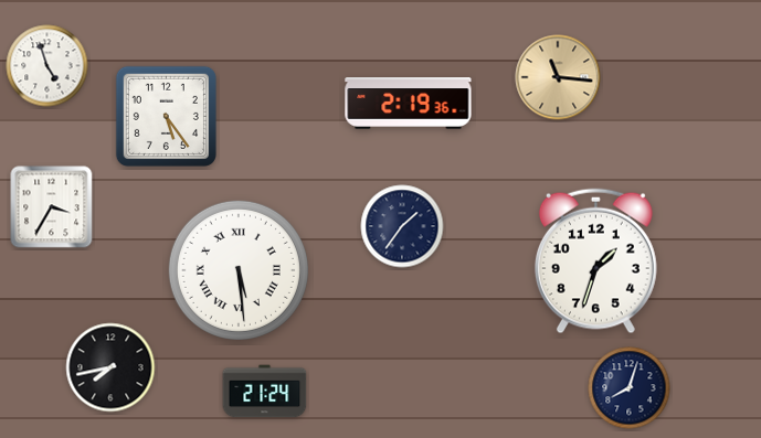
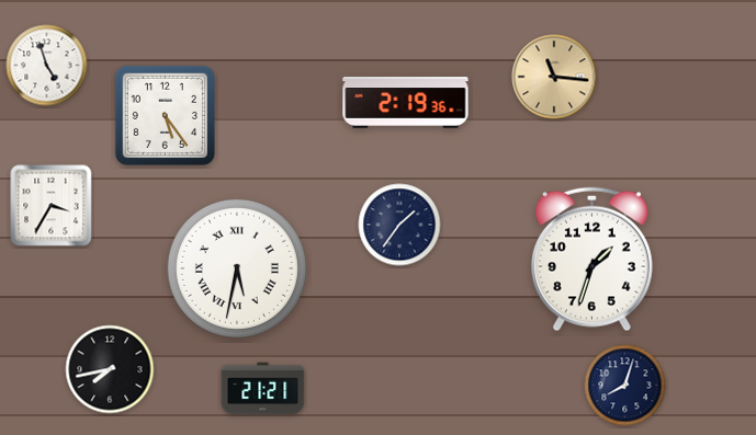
clock at (239, 270): 5:29 -> 5:32
clock at (110, 367) position: (110, 367) -> (110, 369)
clock at (265, 392): 21:24 -> 21:21
